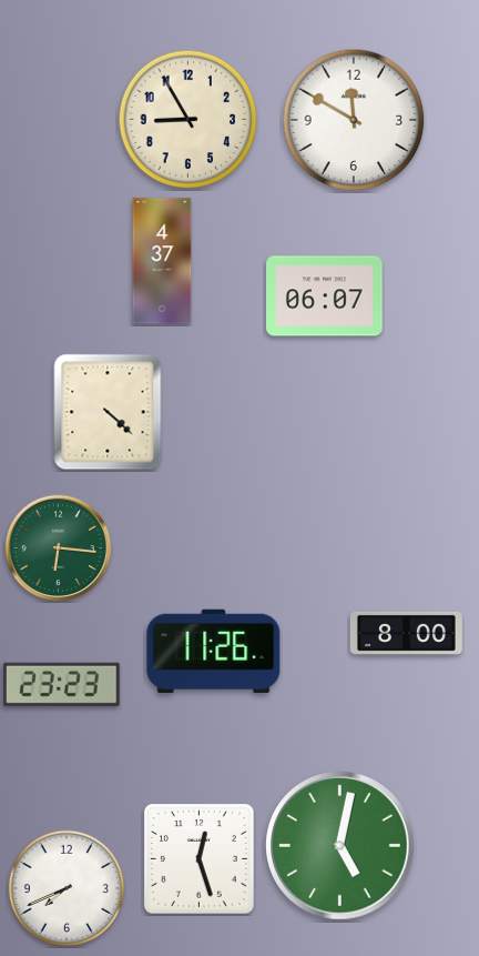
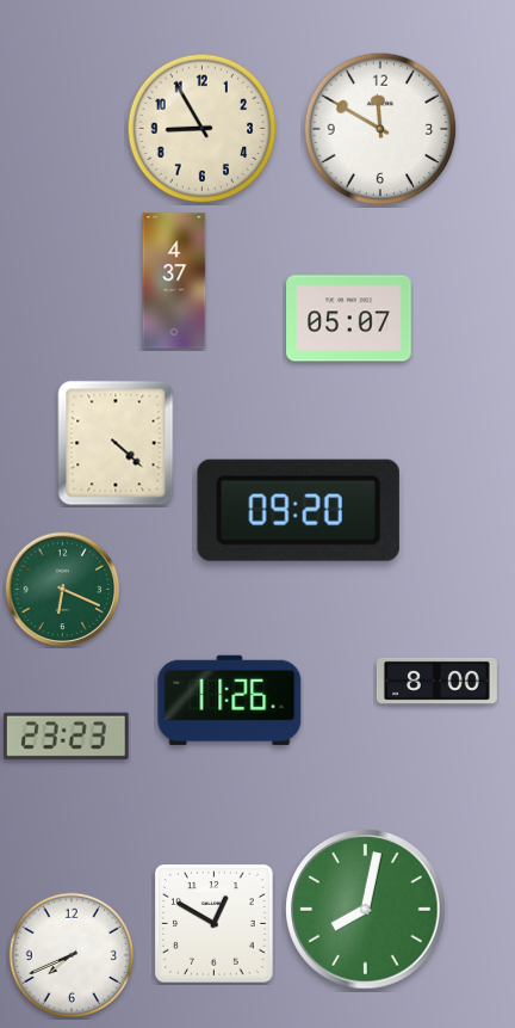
clock at (325, 296): 06:07 -> 05:07
clock at (298, 510): none -> 09:20
clock at (59, 549): 6:16 -> 6:19
clock at (340, 846): 5:02 -> 8:02
clock at (200, 859): 12:27 -> 12:50
